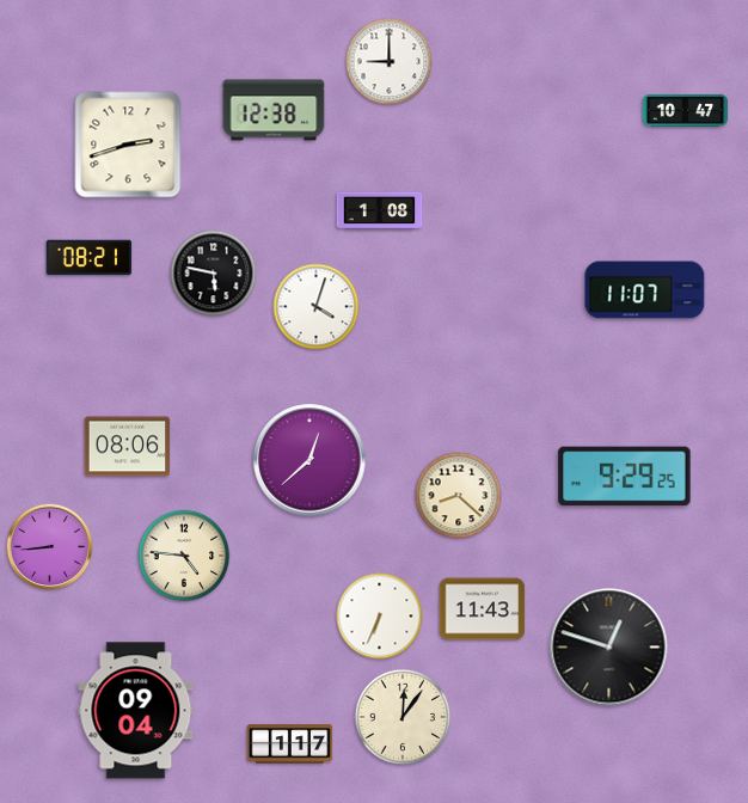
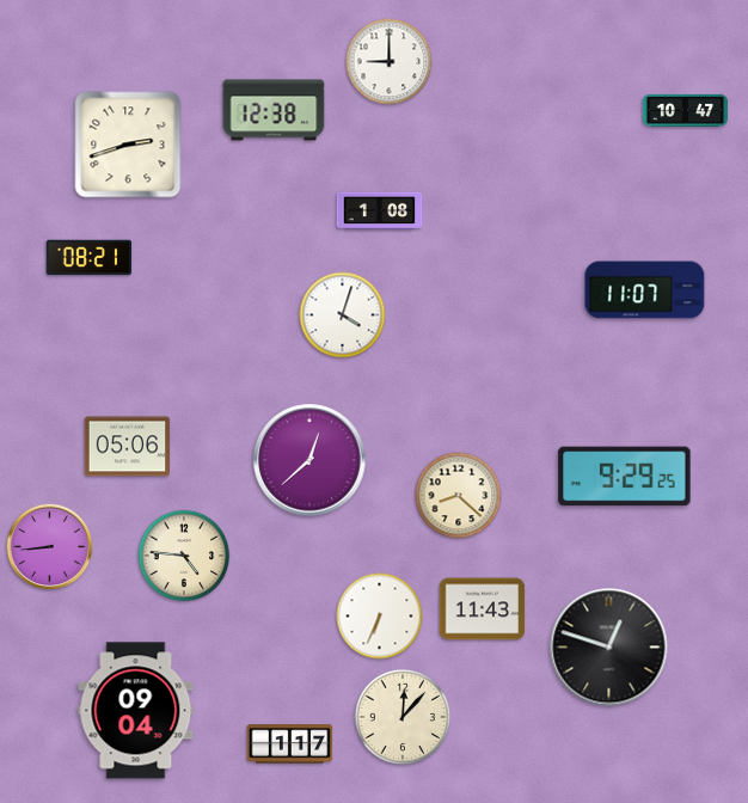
clock at (214, 274): 5:47 -> none
clock at (317, 307) position: (317, 307) -> (343, 315)
clock at (128, 447): 08:06 -> 05:06
clock at (403, 717): 12:06 -> 12:07
